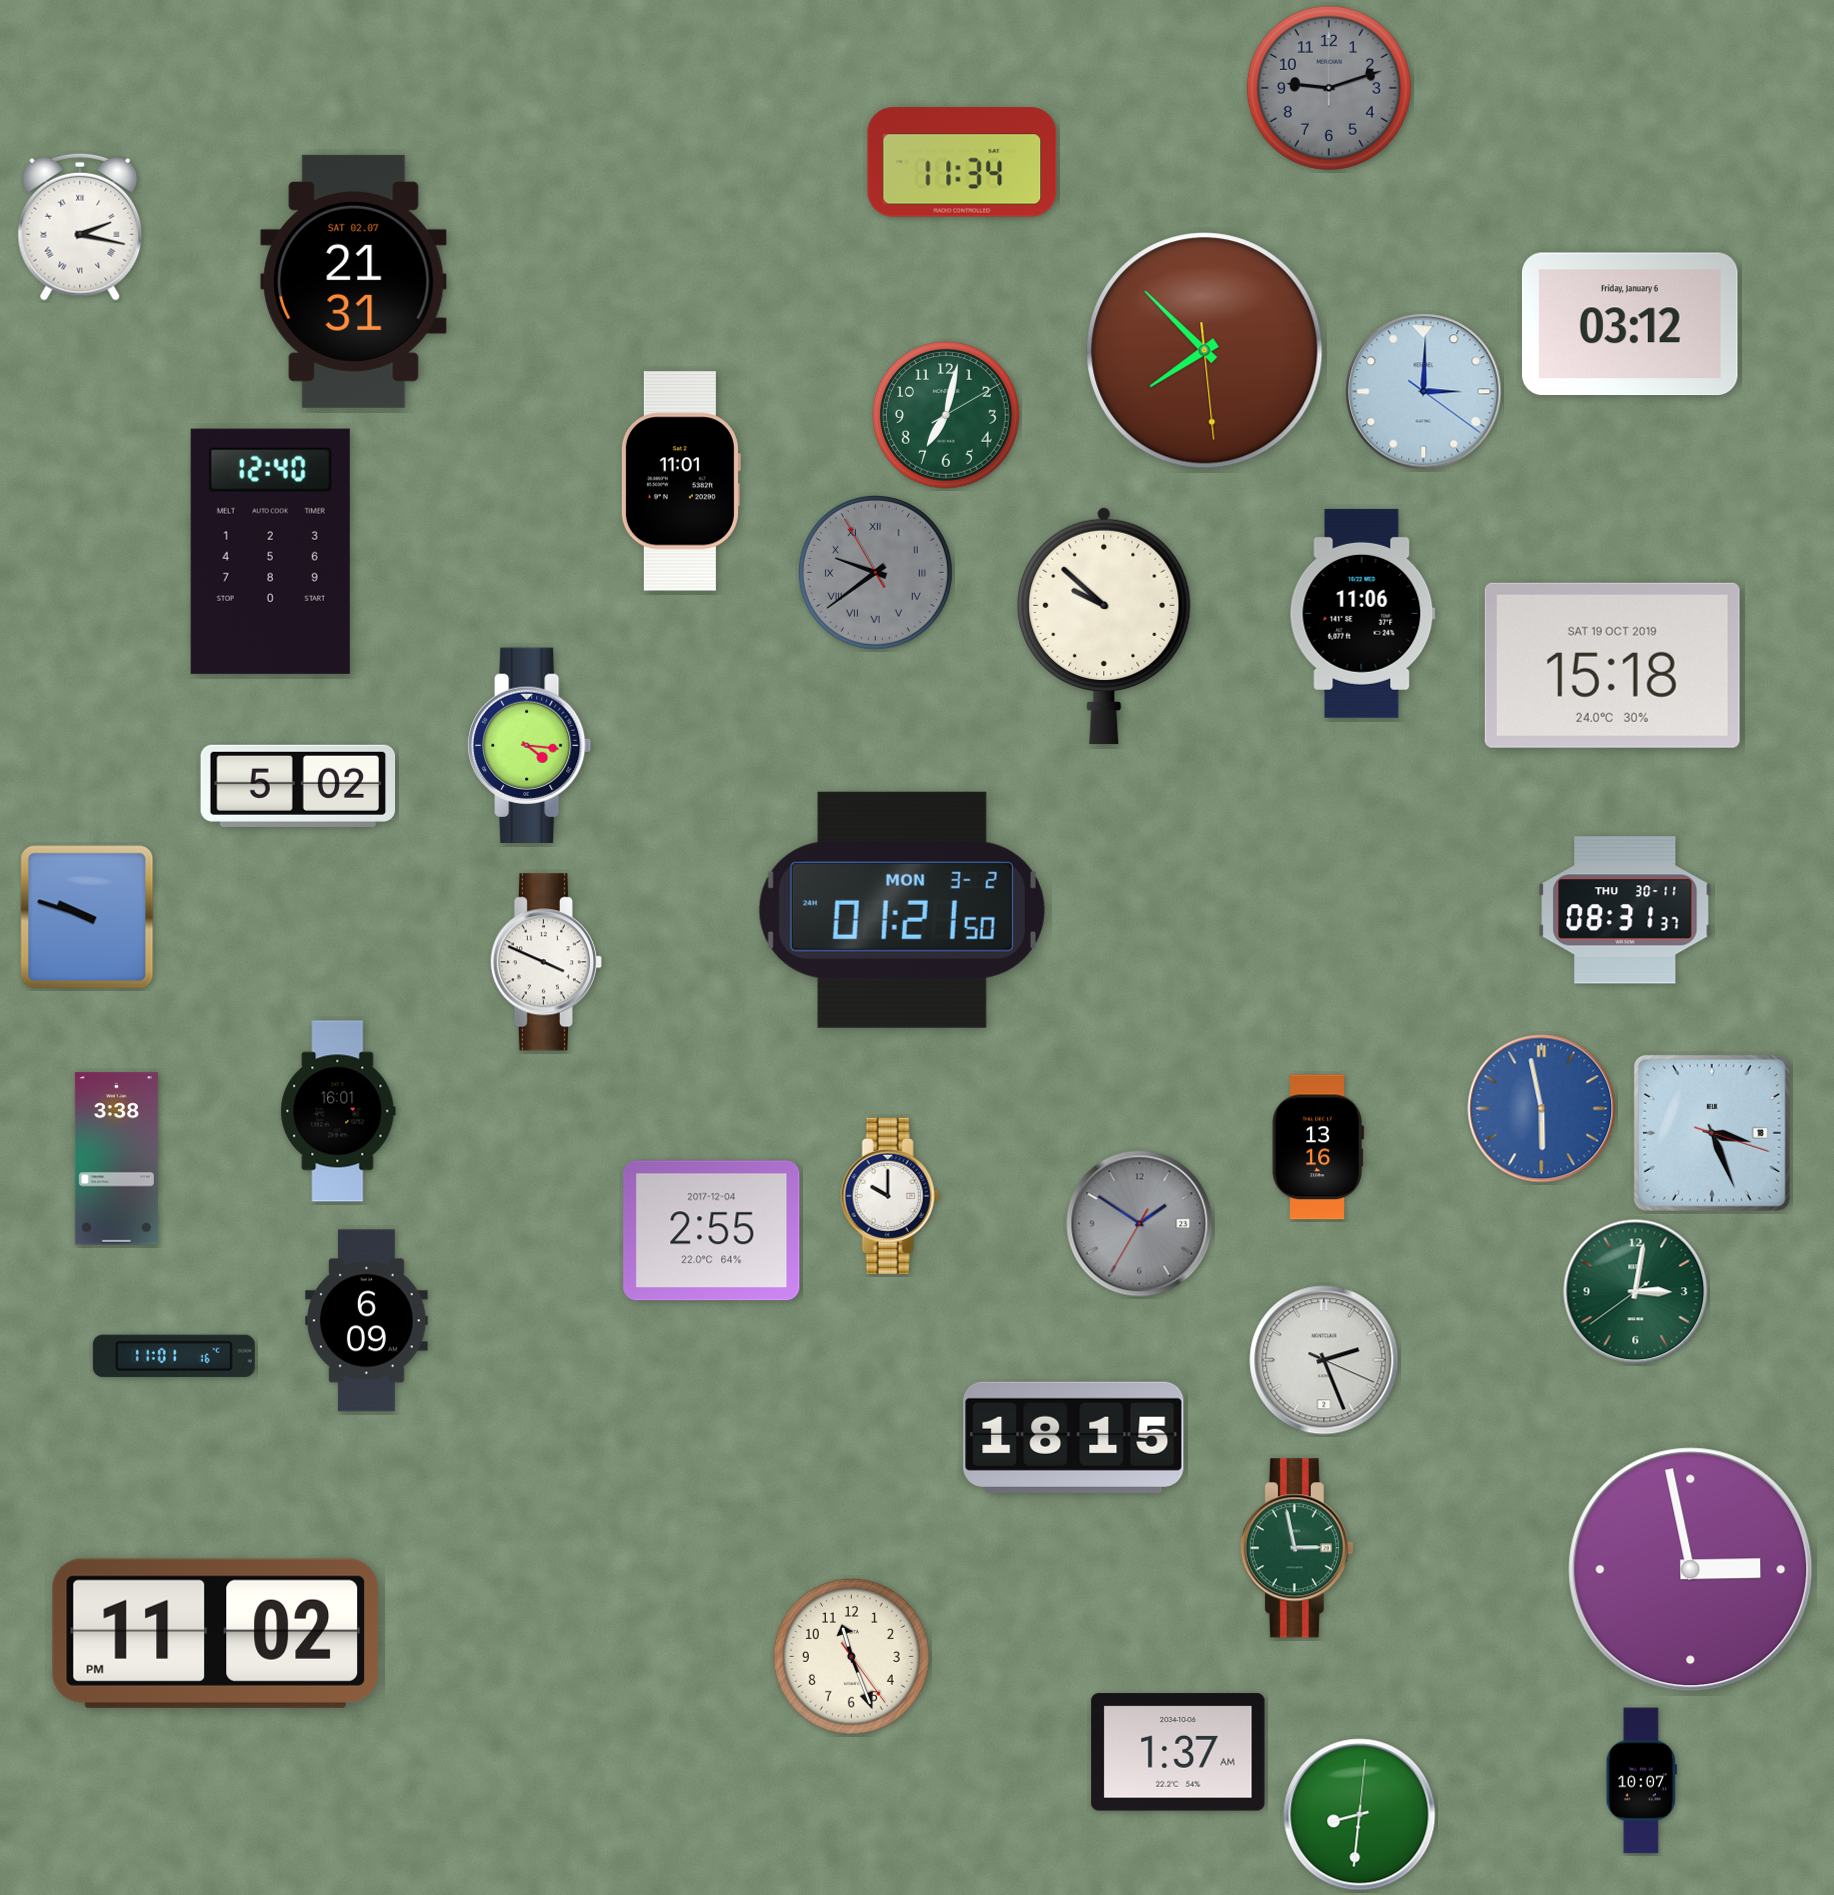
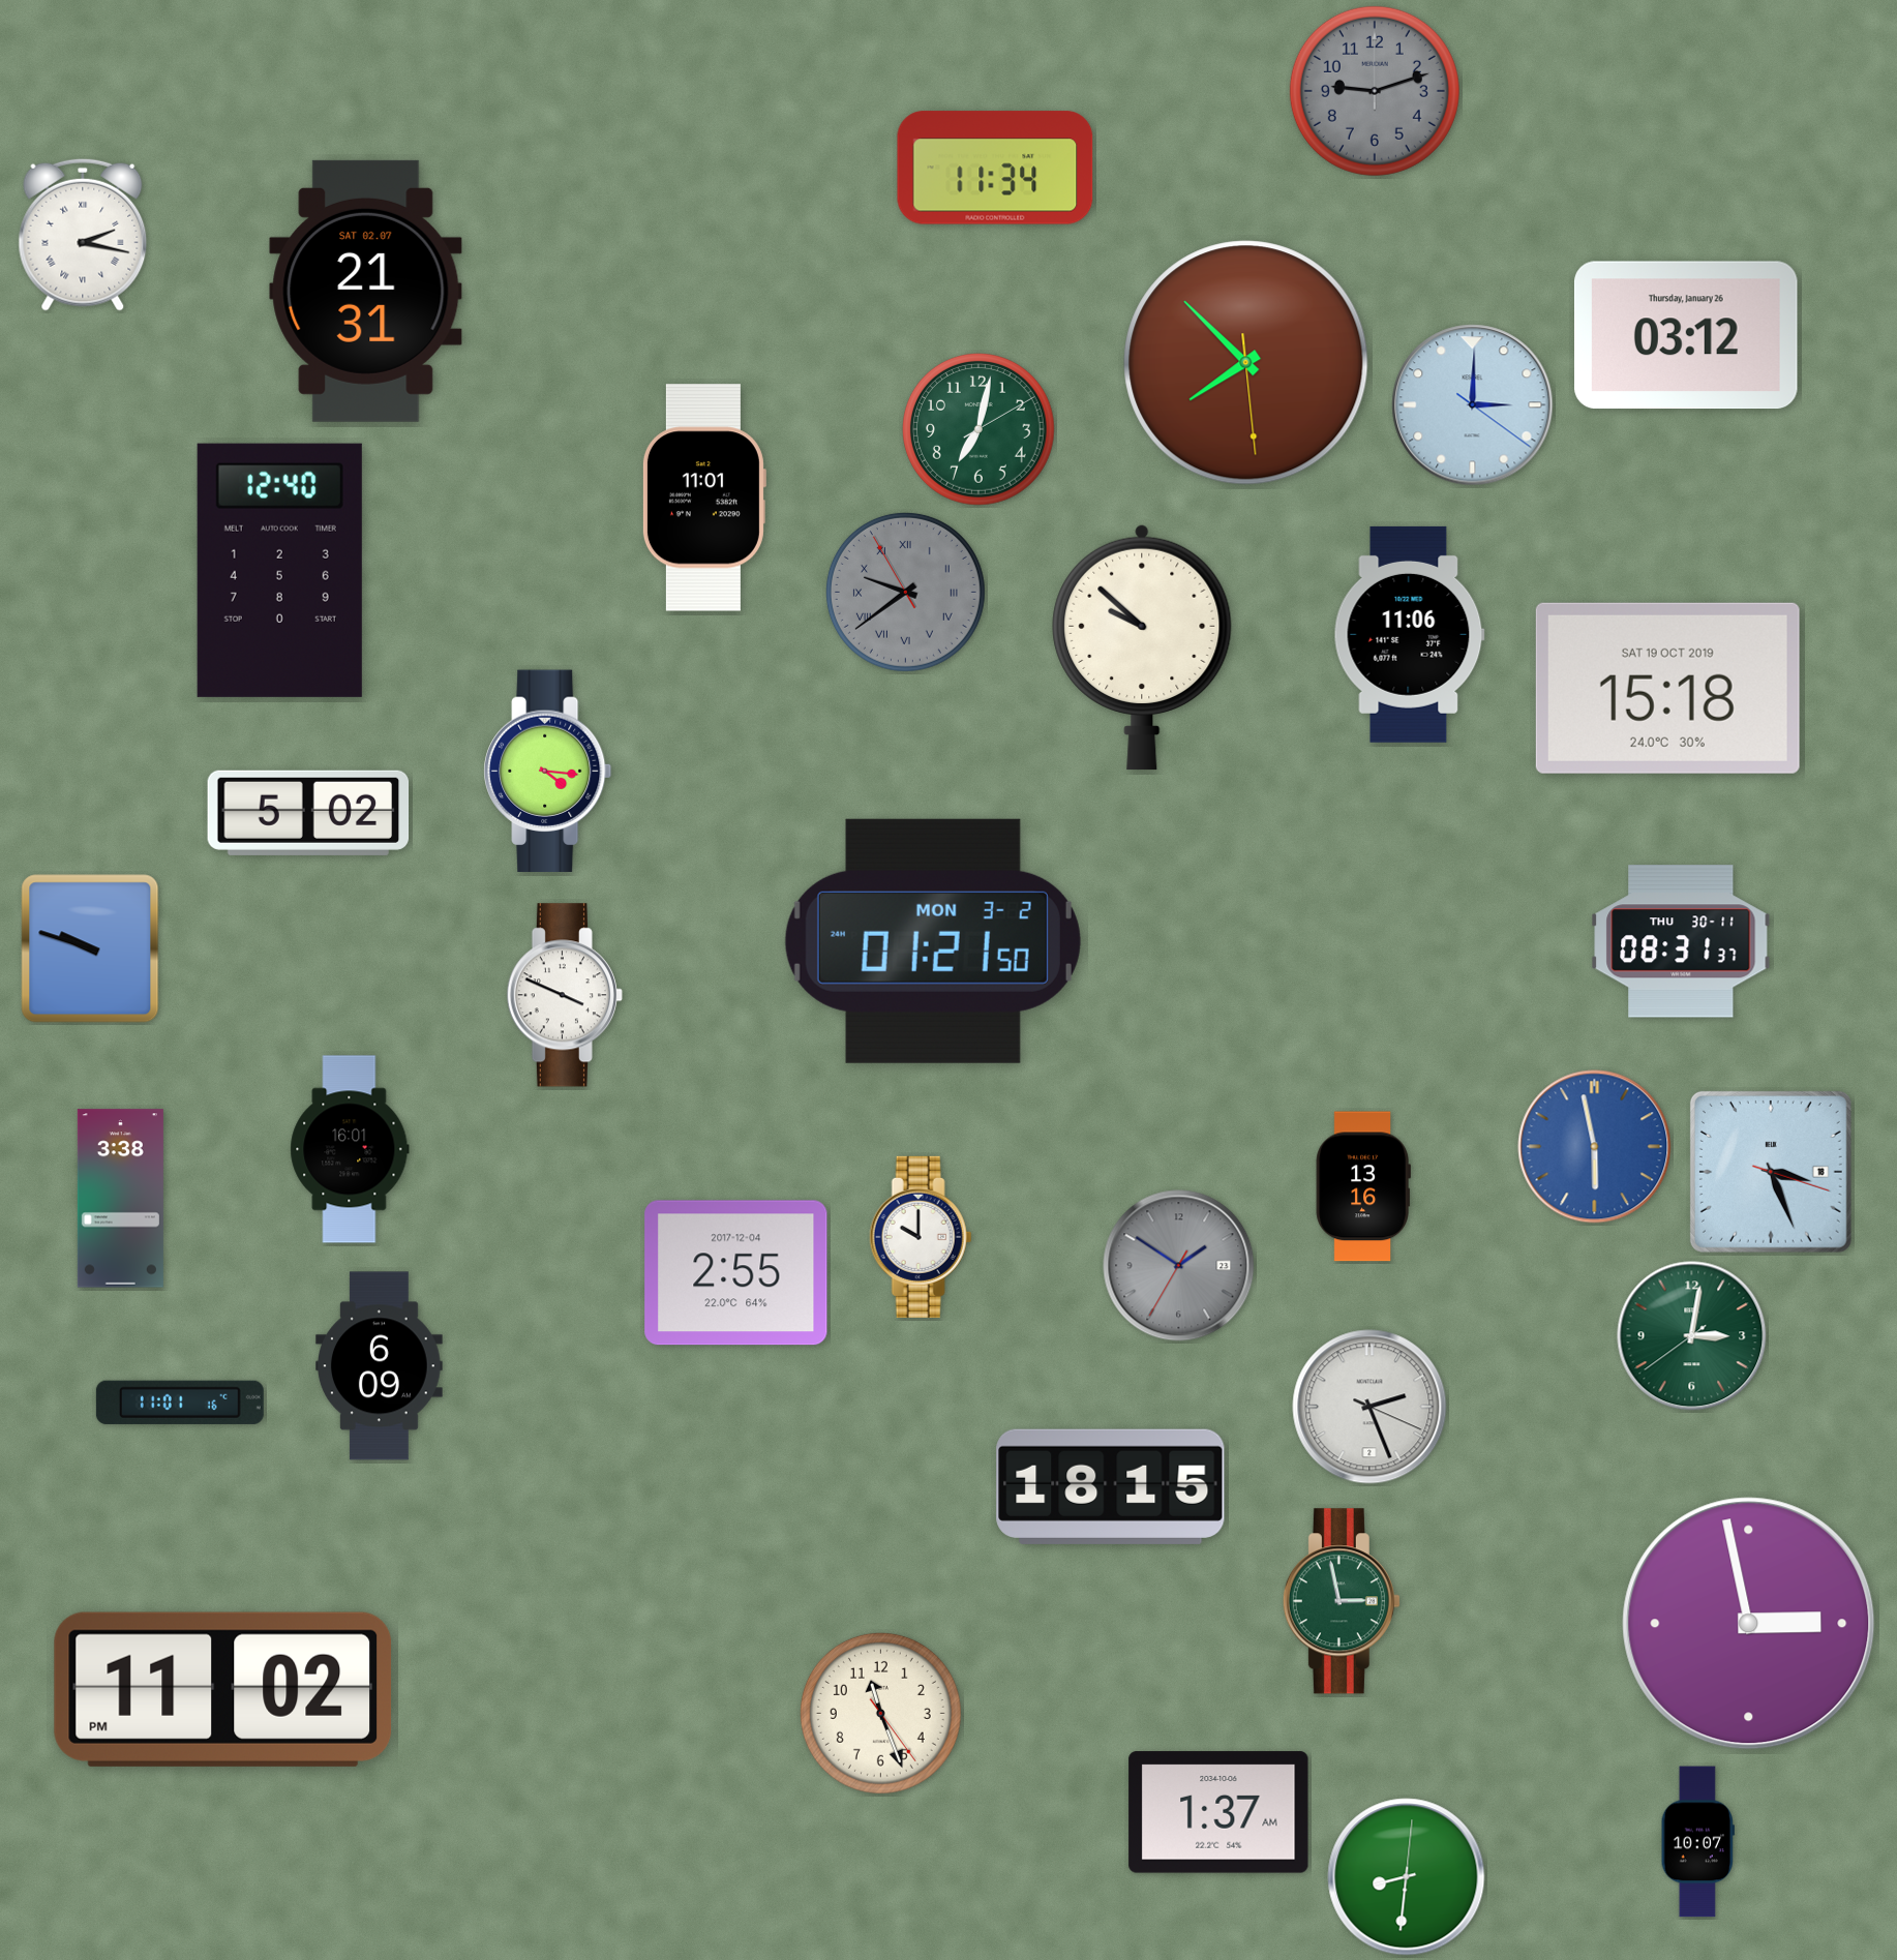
clock at (1630, 324) date: Friday, January 6 -> Thursday, January 26
